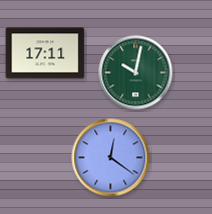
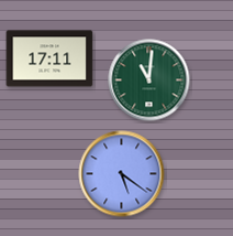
clock at (136, 73): 10:02 -> 11:01
clock at (111, 158): 12:21 -> 5:21
